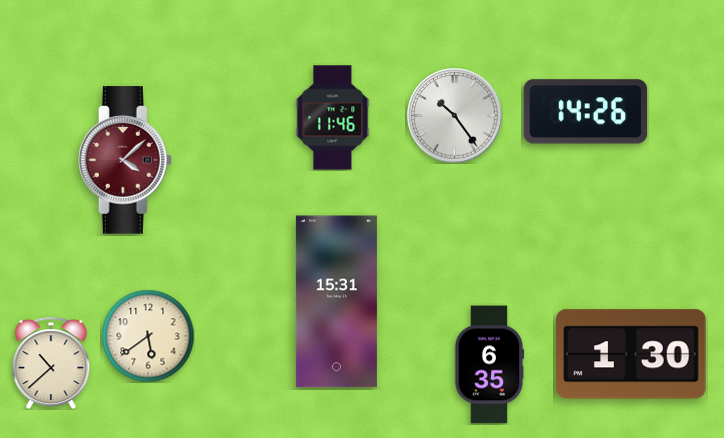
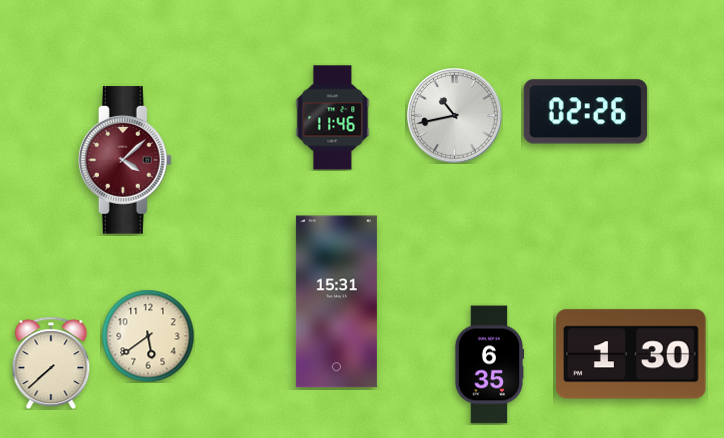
clock at (586, 112): 14:26 -> 02:26
clock at (455, 116): 10:24 -> 10:43
clock at (51, 362): 10:38 -> 7:38
